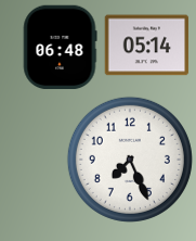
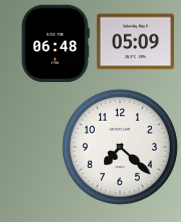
clock at (146, 46): 05:14 -> 05:09
clock at (130, 160): 7:26 -> 7:22
